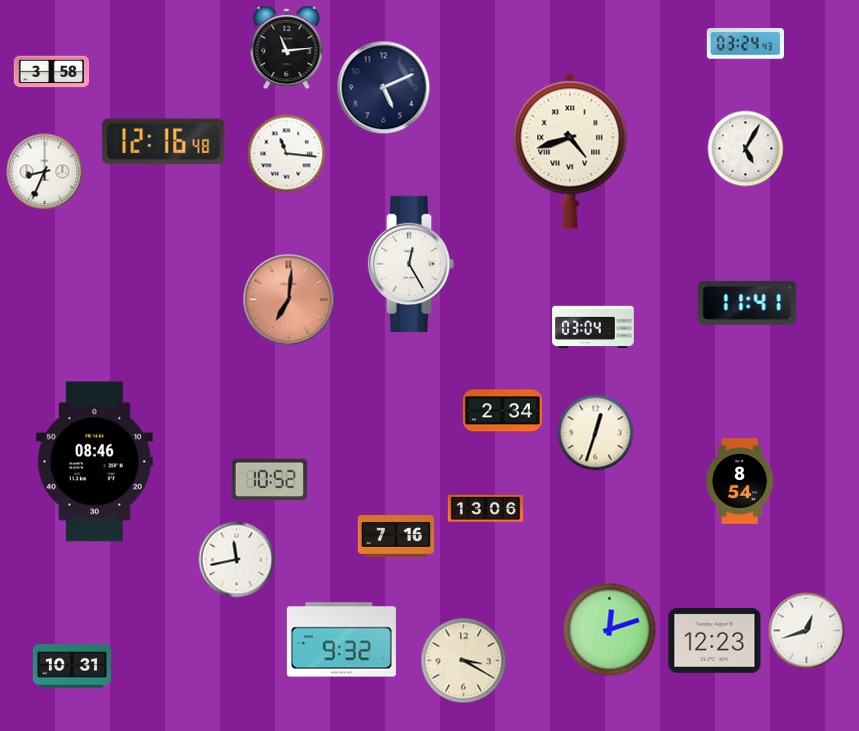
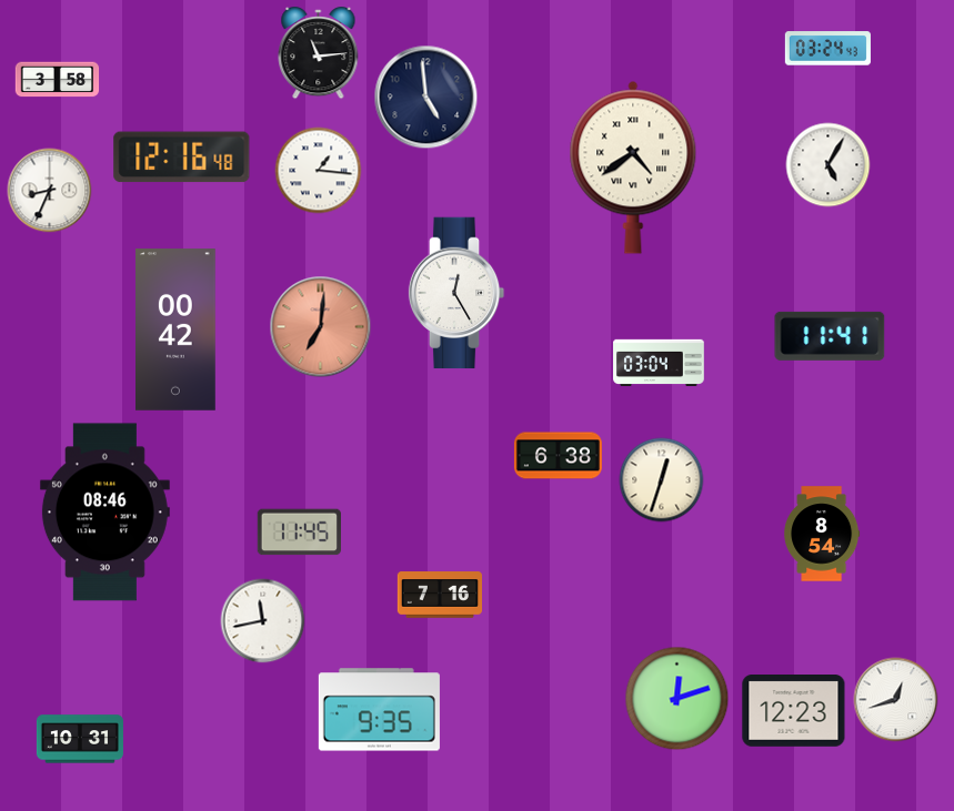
clock at (384, 88): 5:11 -> 4:59
clock at (570, 151): 4:42 -> 4:39
clock at (287, 154): 11:16 -> 1:16
clock at (177, 330): none -> 00:42
clock at (289, 300) position: (289, 300) -> (321, 327)
clock at (502, 411): 2:34 -> 6:38
clock at (269, 480): 10:52 -> 11:45
clock at (486, 508): 13:06 -> none
clock at (341, 640): 9:32 -> 9:35
clock at (464, 661): 3:20 -> none
